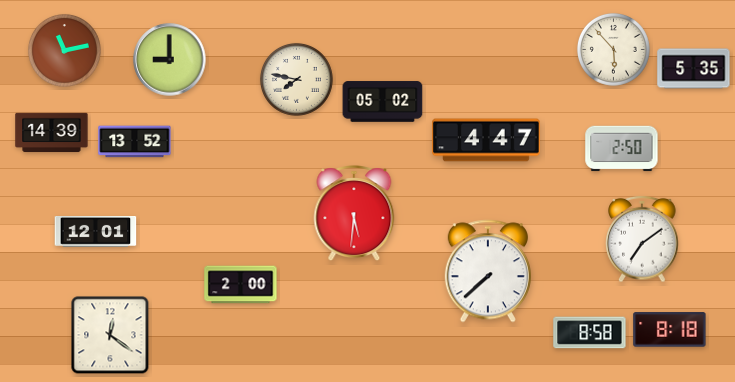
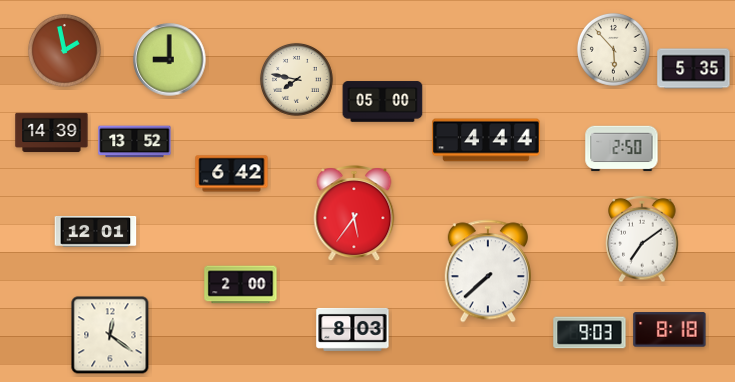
clock at (64, 50): 11:13 -> 1:58
clock at (383, 102): 05:02 -> 05:00
clock at (486, 140): 4:47 -> 4:44
clock at (232, 174): none -> 6:42
clock at (354, 214): 5:31 -> 5:36
clock at (353, 329): none -> 8:03
clock at (590, 333): 8:58 -> 9:03
